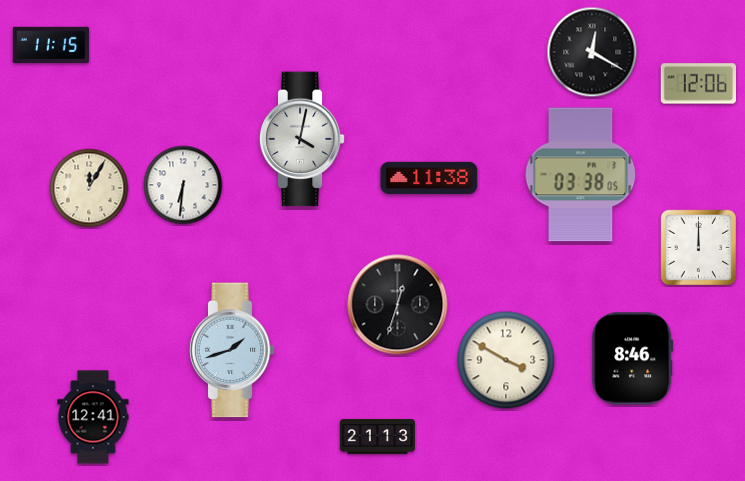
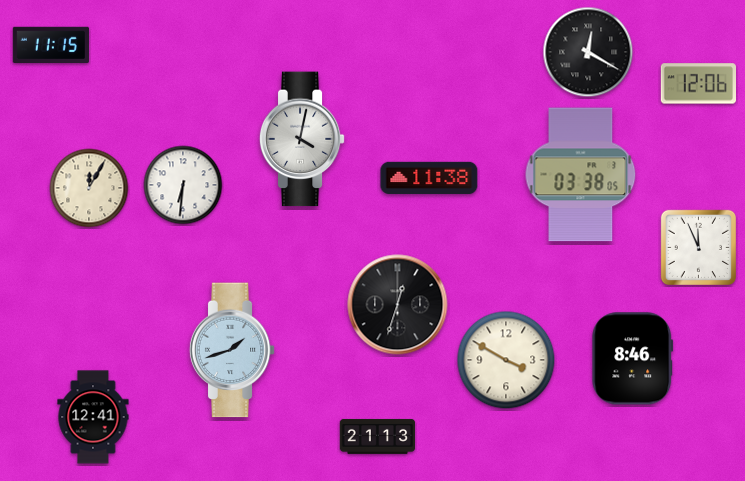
clock at (592, 52) position: (592, 52) -> (588, 52)
clock at (698, 247): 12:00 -> 11:56
